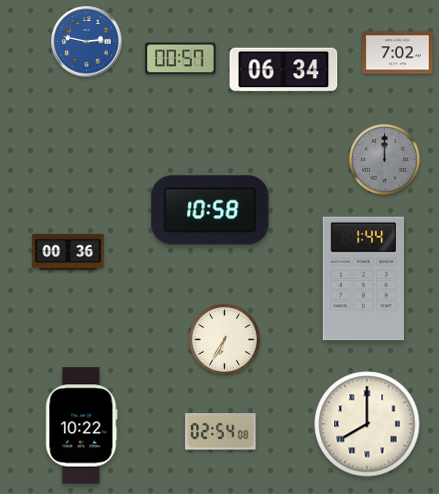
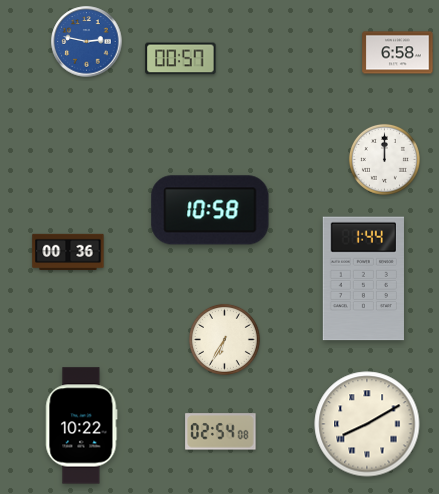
clock at (398, 53): 7:02 -> 6:58
clock at (284, 70): 06:34 -> none
clock at (384, 159) dial: grey -> white
clock at (367, 424): 8:00 -> 8:10
